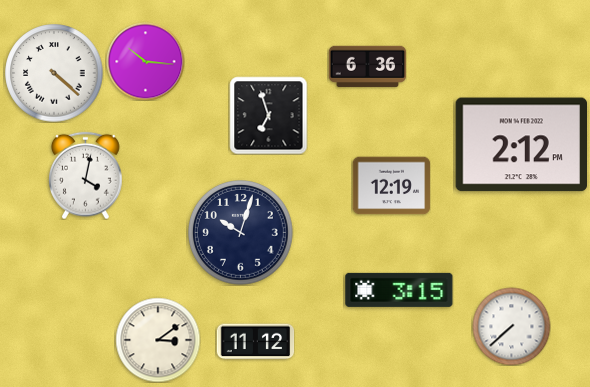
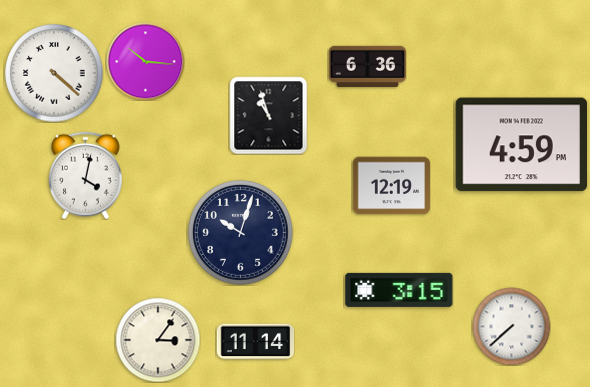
clock at (268, 115): 6:57 -> 10:57
clock at (521, 145): 2:12 -> 4:59
clock at (158, 340): 3:09 -> 3:06
clock at (255, 342): 11:12 -> 11:14
